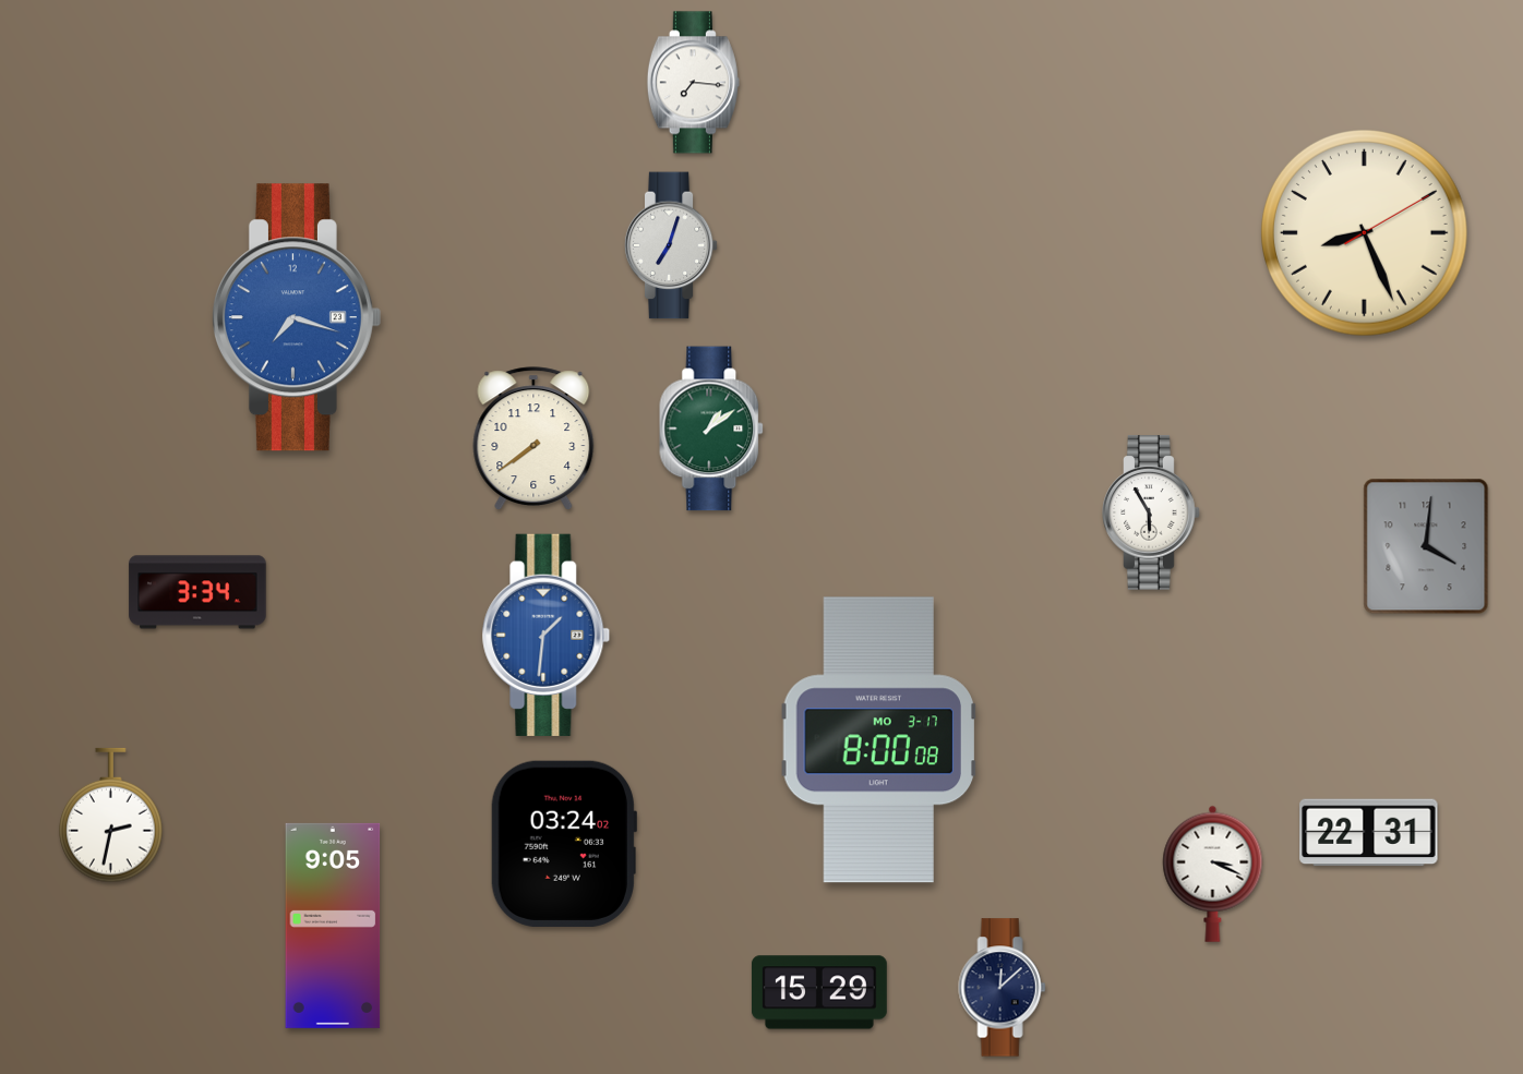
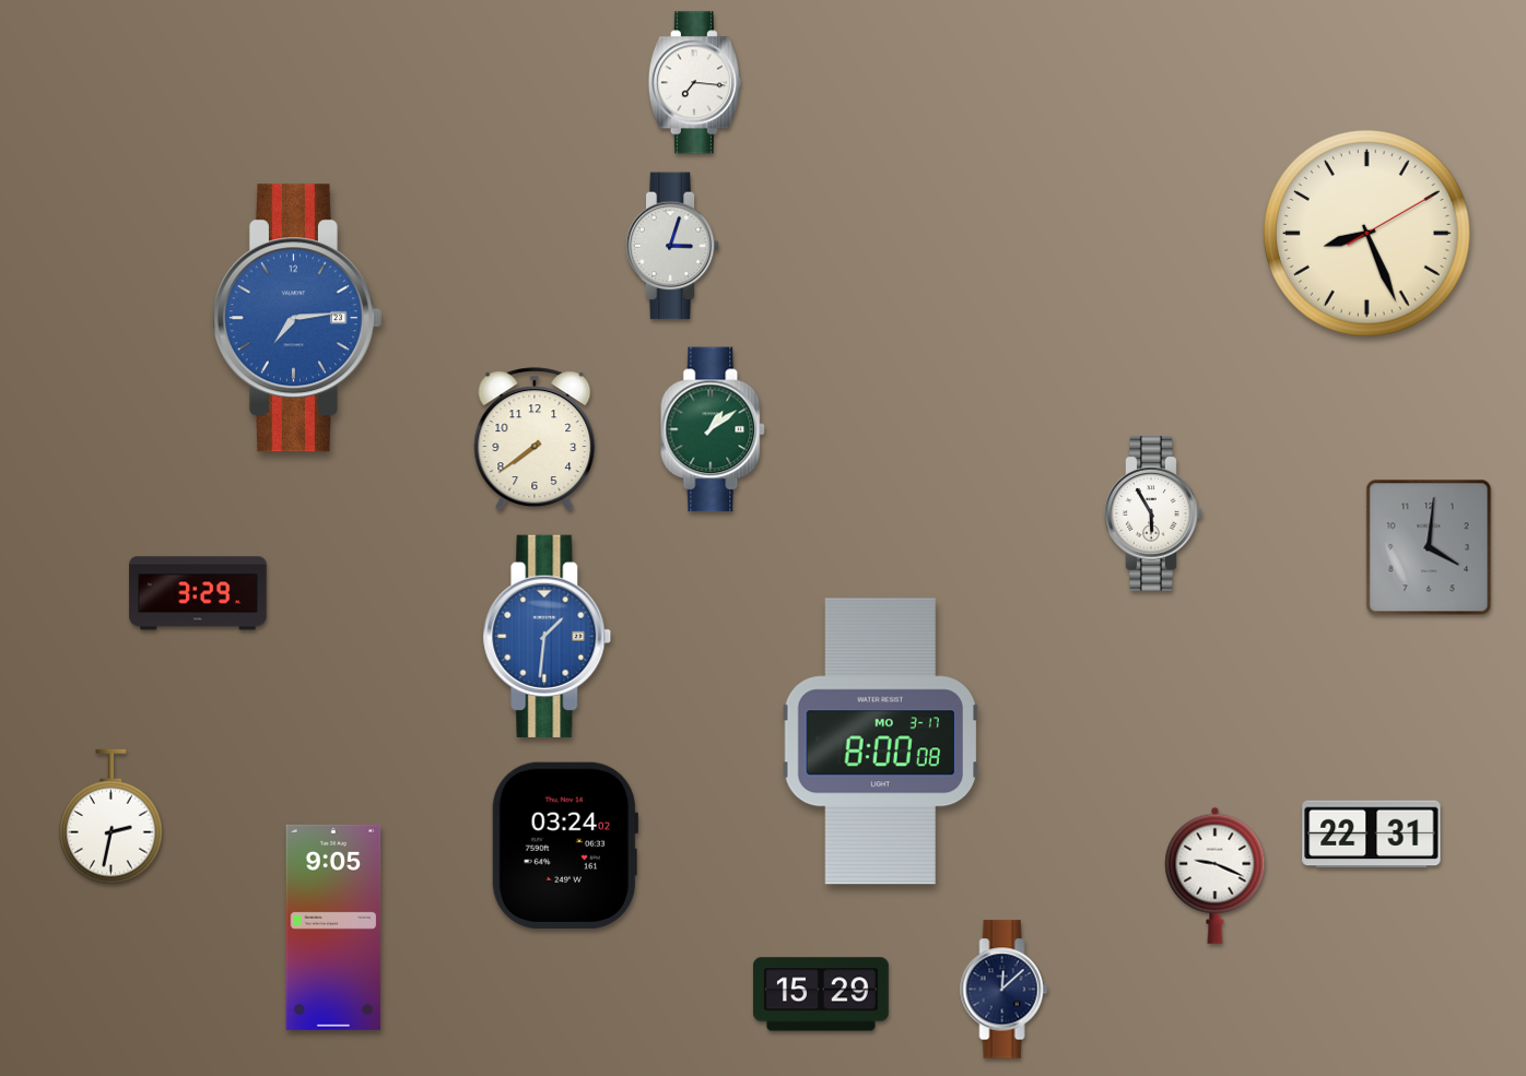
clock at (671, 245): 7:03 -> 3:03
clock at (296, 317): 7:18 -> 7:14
clock at (197, 592): 3:34 -> 3:29
clock at (1213, 873): 3:19 -> 9:19
